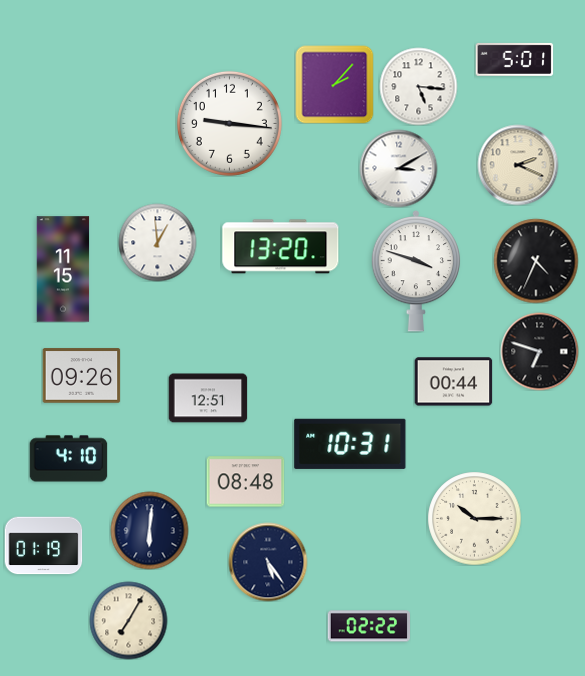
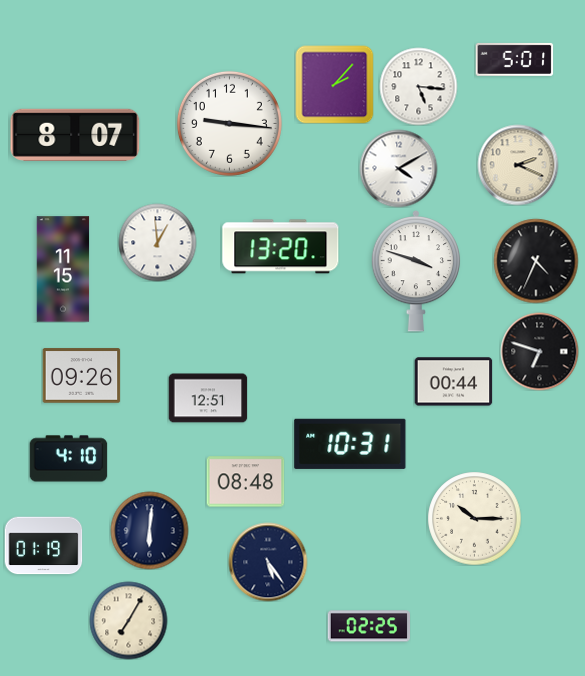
clock at (75, 135): none -> 8:07
clock at (398, 168): 3:10 -> 4:10
clock at (368, 626): 02:22 -> 02:25
